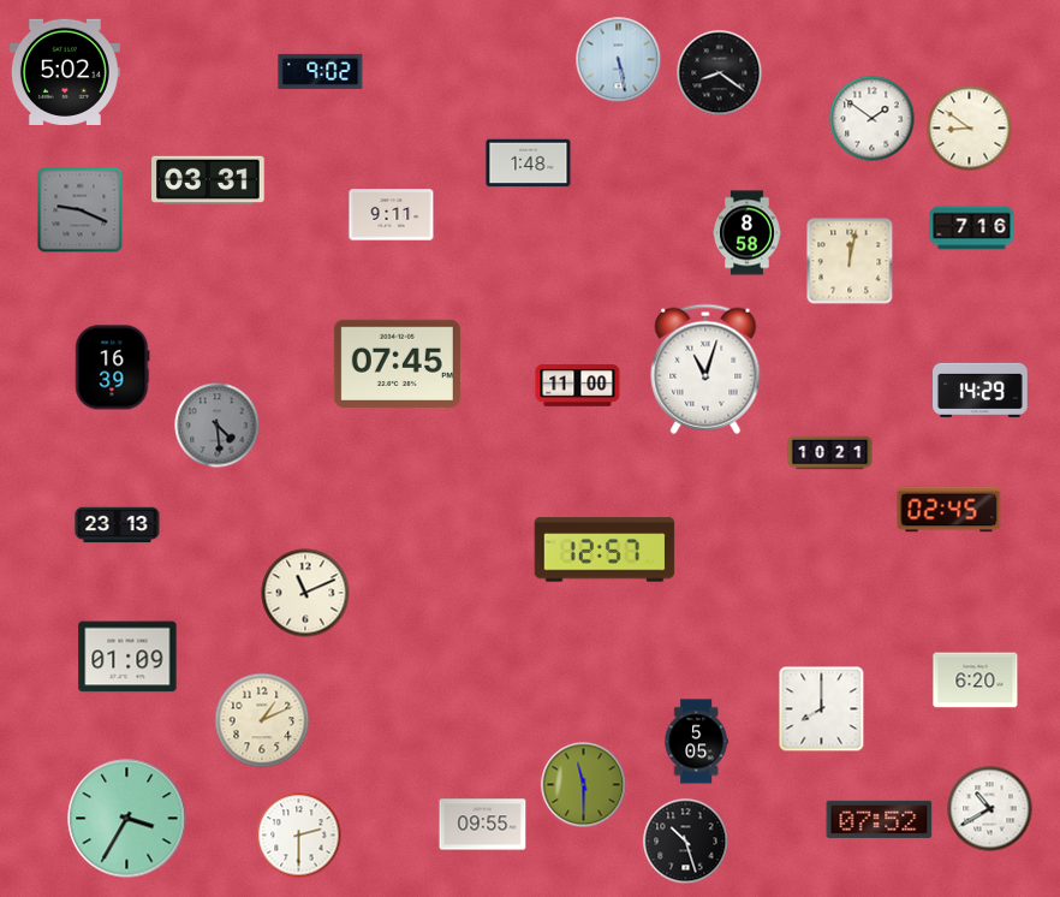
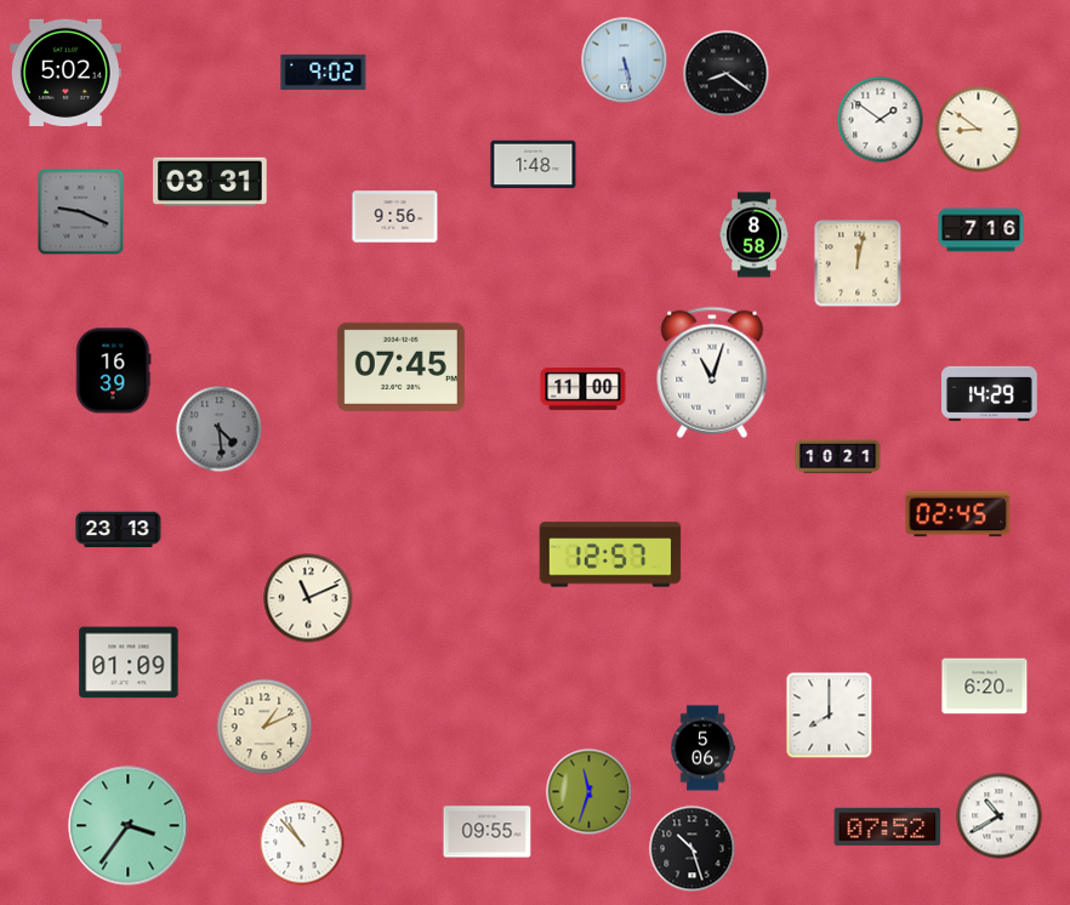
clock at (392, 215): 9:11 -> 9:56
clock at (696, 742): 5:05 -> 5:06
clock at (584, 785): 11:30 -> 11:33
clock at (127, 819): 3:35 -> 3:36
clock at (299, 836): 2:30 -> 10:53
